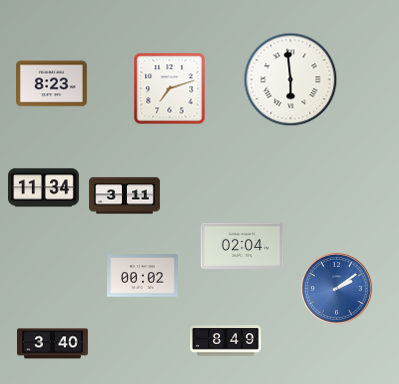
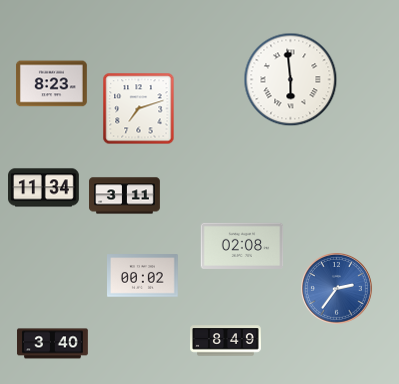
clock at (170, 89) position: (170, 89) -> (139, 109)
clock at (242, 246): 02:04 -> 02:08
clock at (337, 289): 2:09 -> 2:36
